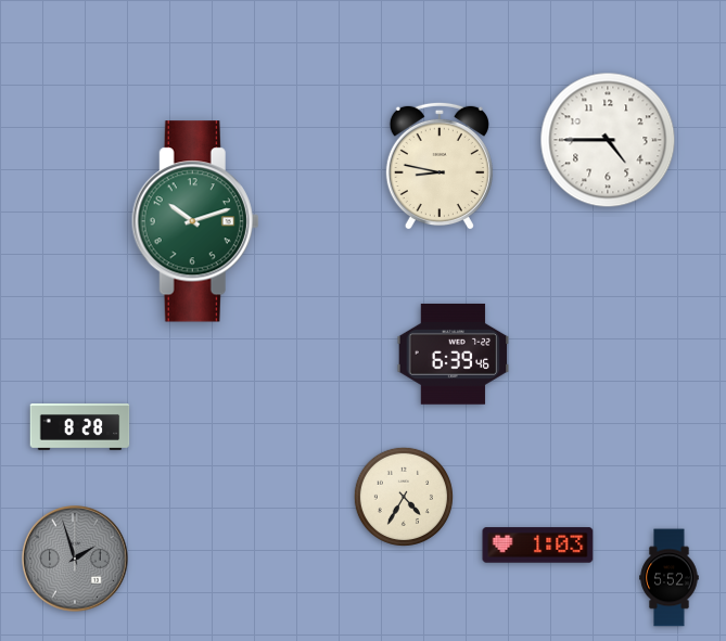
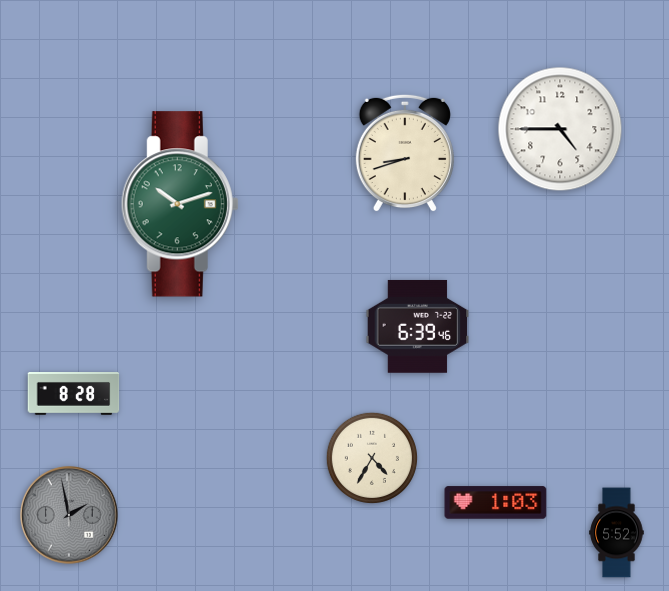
clock at (440, 166): 8:47 -> 8:42
clock at (75, 559): 1:57 -> 1:58
